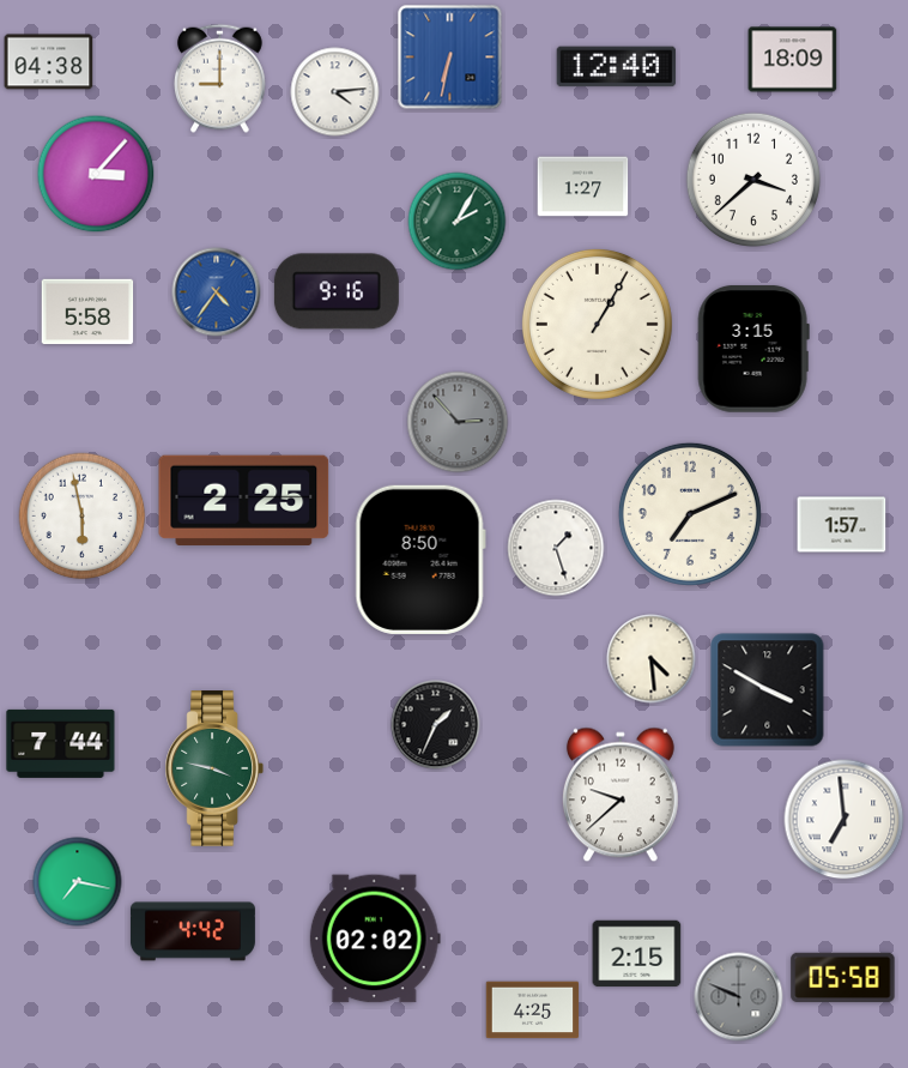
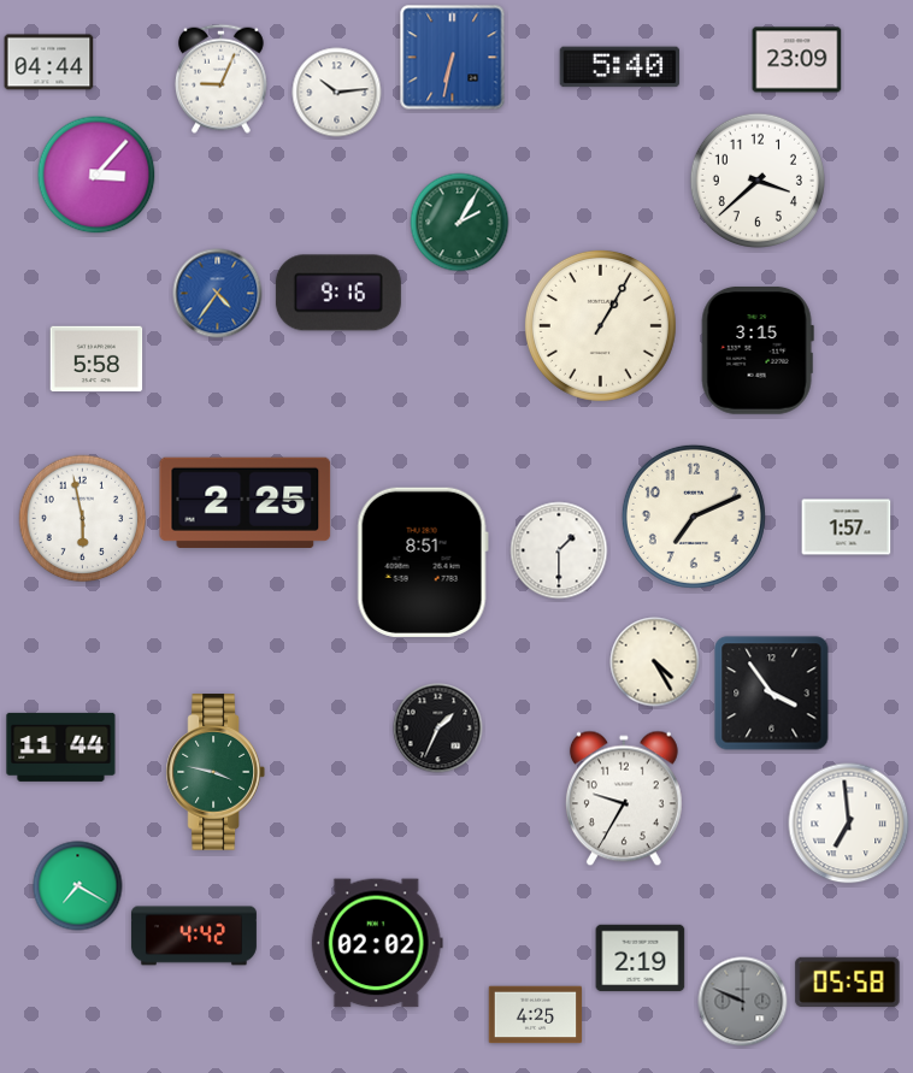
clock at (793, 60): 18:09 -> 23:09
clock at (49, 62): 04:38 -> 04:44
clock at (617, 67): 12:40 -> 5:40
clock at (219, 78): 9:00 -> 9:04
clock at (335, 92): 4:14 -> 10:14
clock at (583, 187): 1:27 -> none
clock at (87, 312) position: (87, 312) -> (96, 359)
clock at (458, 422): 2:53 -> none
clock at (556, 548): 1:27 -> 1:30
clock at (420, 560): 8:50 -> 8:51
clock at (652, 659): 4:29 -> 4:25
clock at (768, 690): 3:50 -> 3:54
clock at (61, 743): 7:44 -> 11:44
clock at (621, 795): 9:38 -> 9:35
clock at (78, 882): 7:17 -> 7:20
clock at (637, 954): 2:15 -> 2:19
